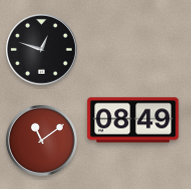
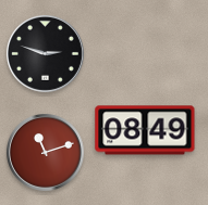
clock at (41, 49): 12:48 -> 2:48
clock at (41, 140): 11:09 -> 11:12
